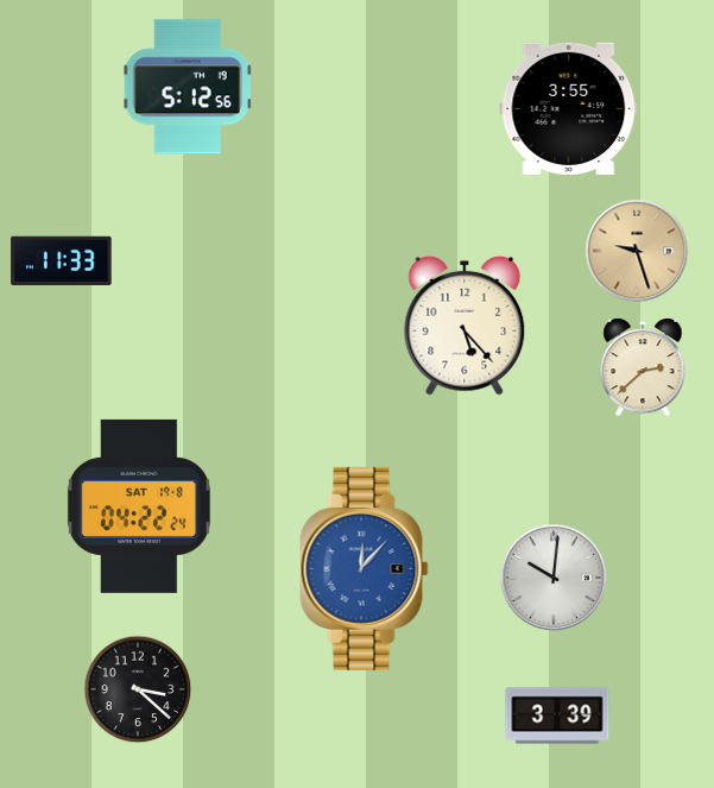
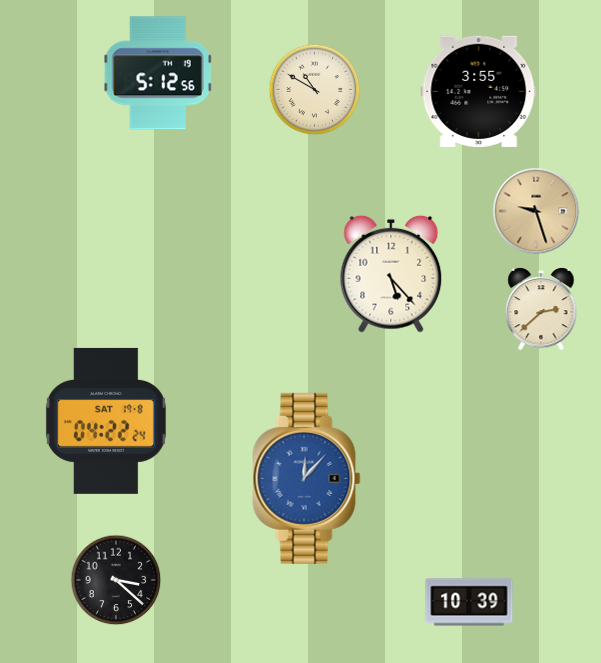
clock at (315, 90): none -> 10:50
clock at (62, 260): 11:33 -> none
clock at (139, 506) position: (139, 506) -> (106, 421)
clock at (554, 578): 10:01 -> none
clock at (557, 715): 3:39 -> 10:39
